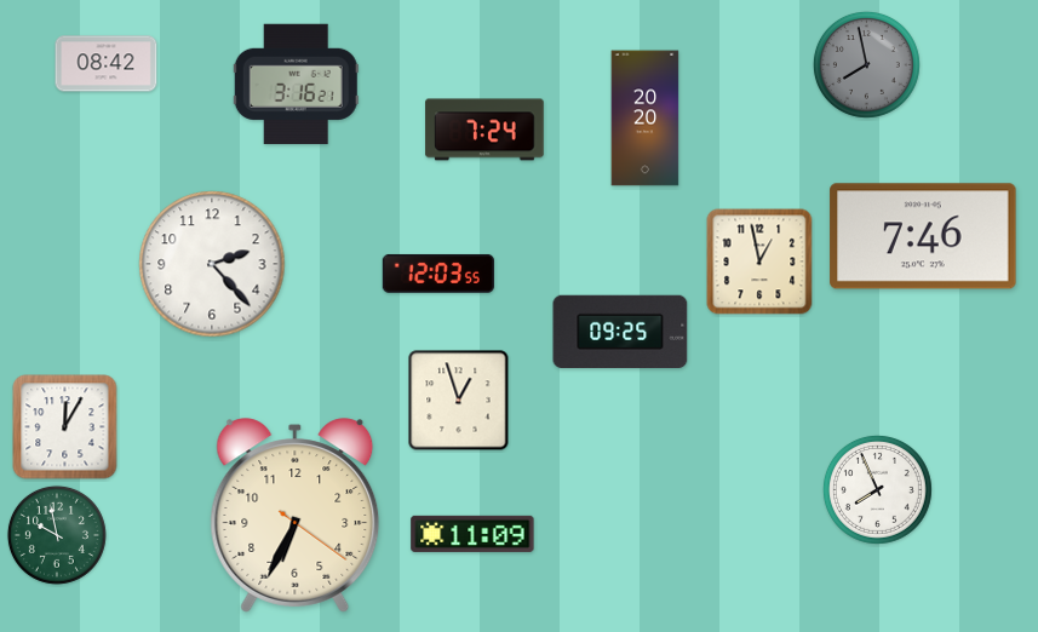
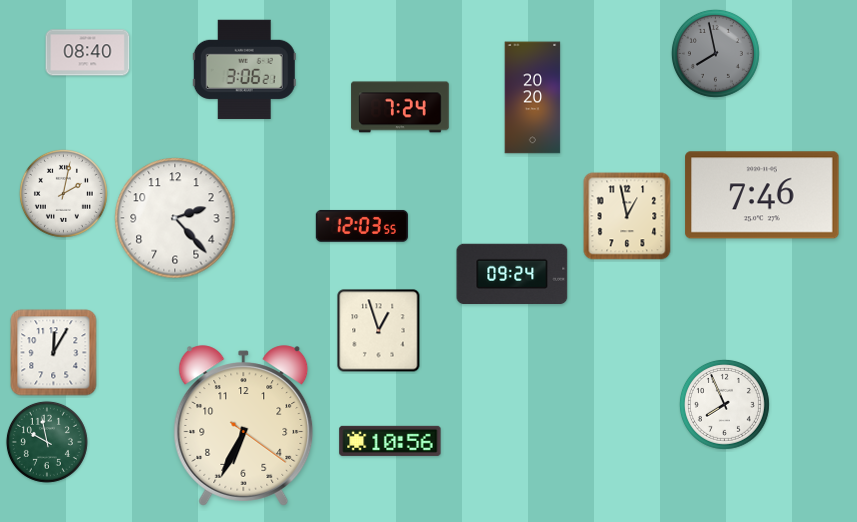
clock at (107, 64): 08:42 -> 08:40
clock at (296, 84): 3:16 -> 3:06
clock at (63, 193): none -> 2:02
clock at (620, 331): 09:25 -> 09:24
clock at (472, 534): 11:09 -> 10:56
